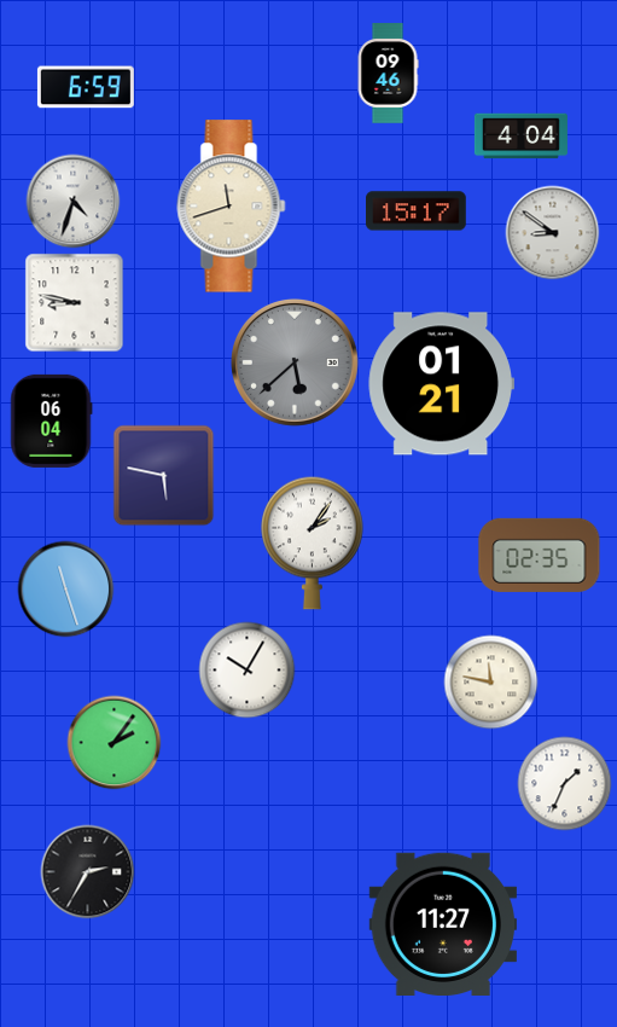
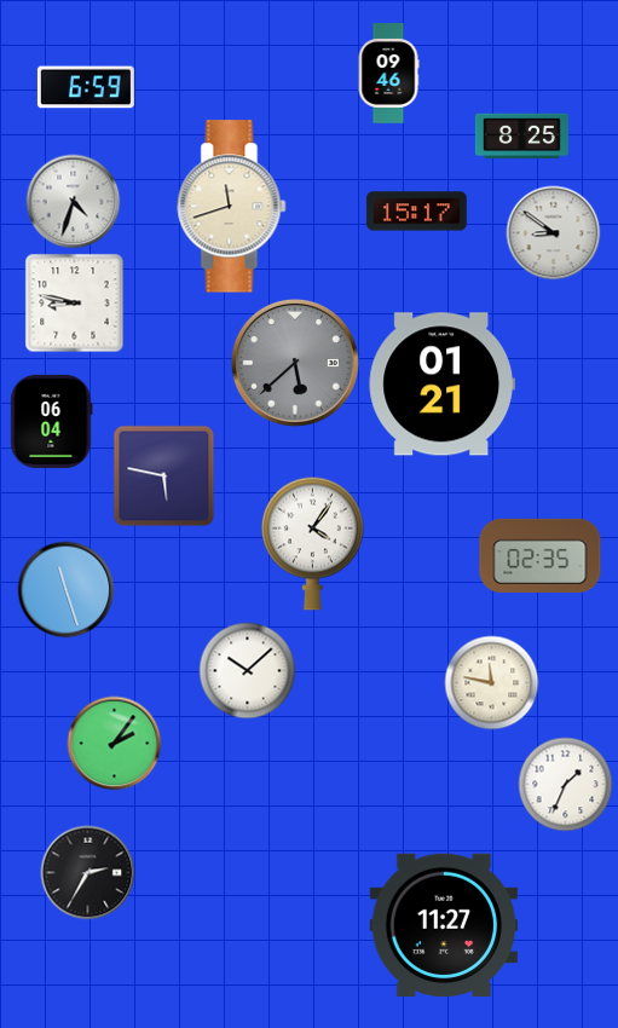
clock at (520, 137): 4:04 -> 8:25
clock at (313, 542): 2:06 -> 4:06
clock at (246, 669): 10:05 -> 10:08
